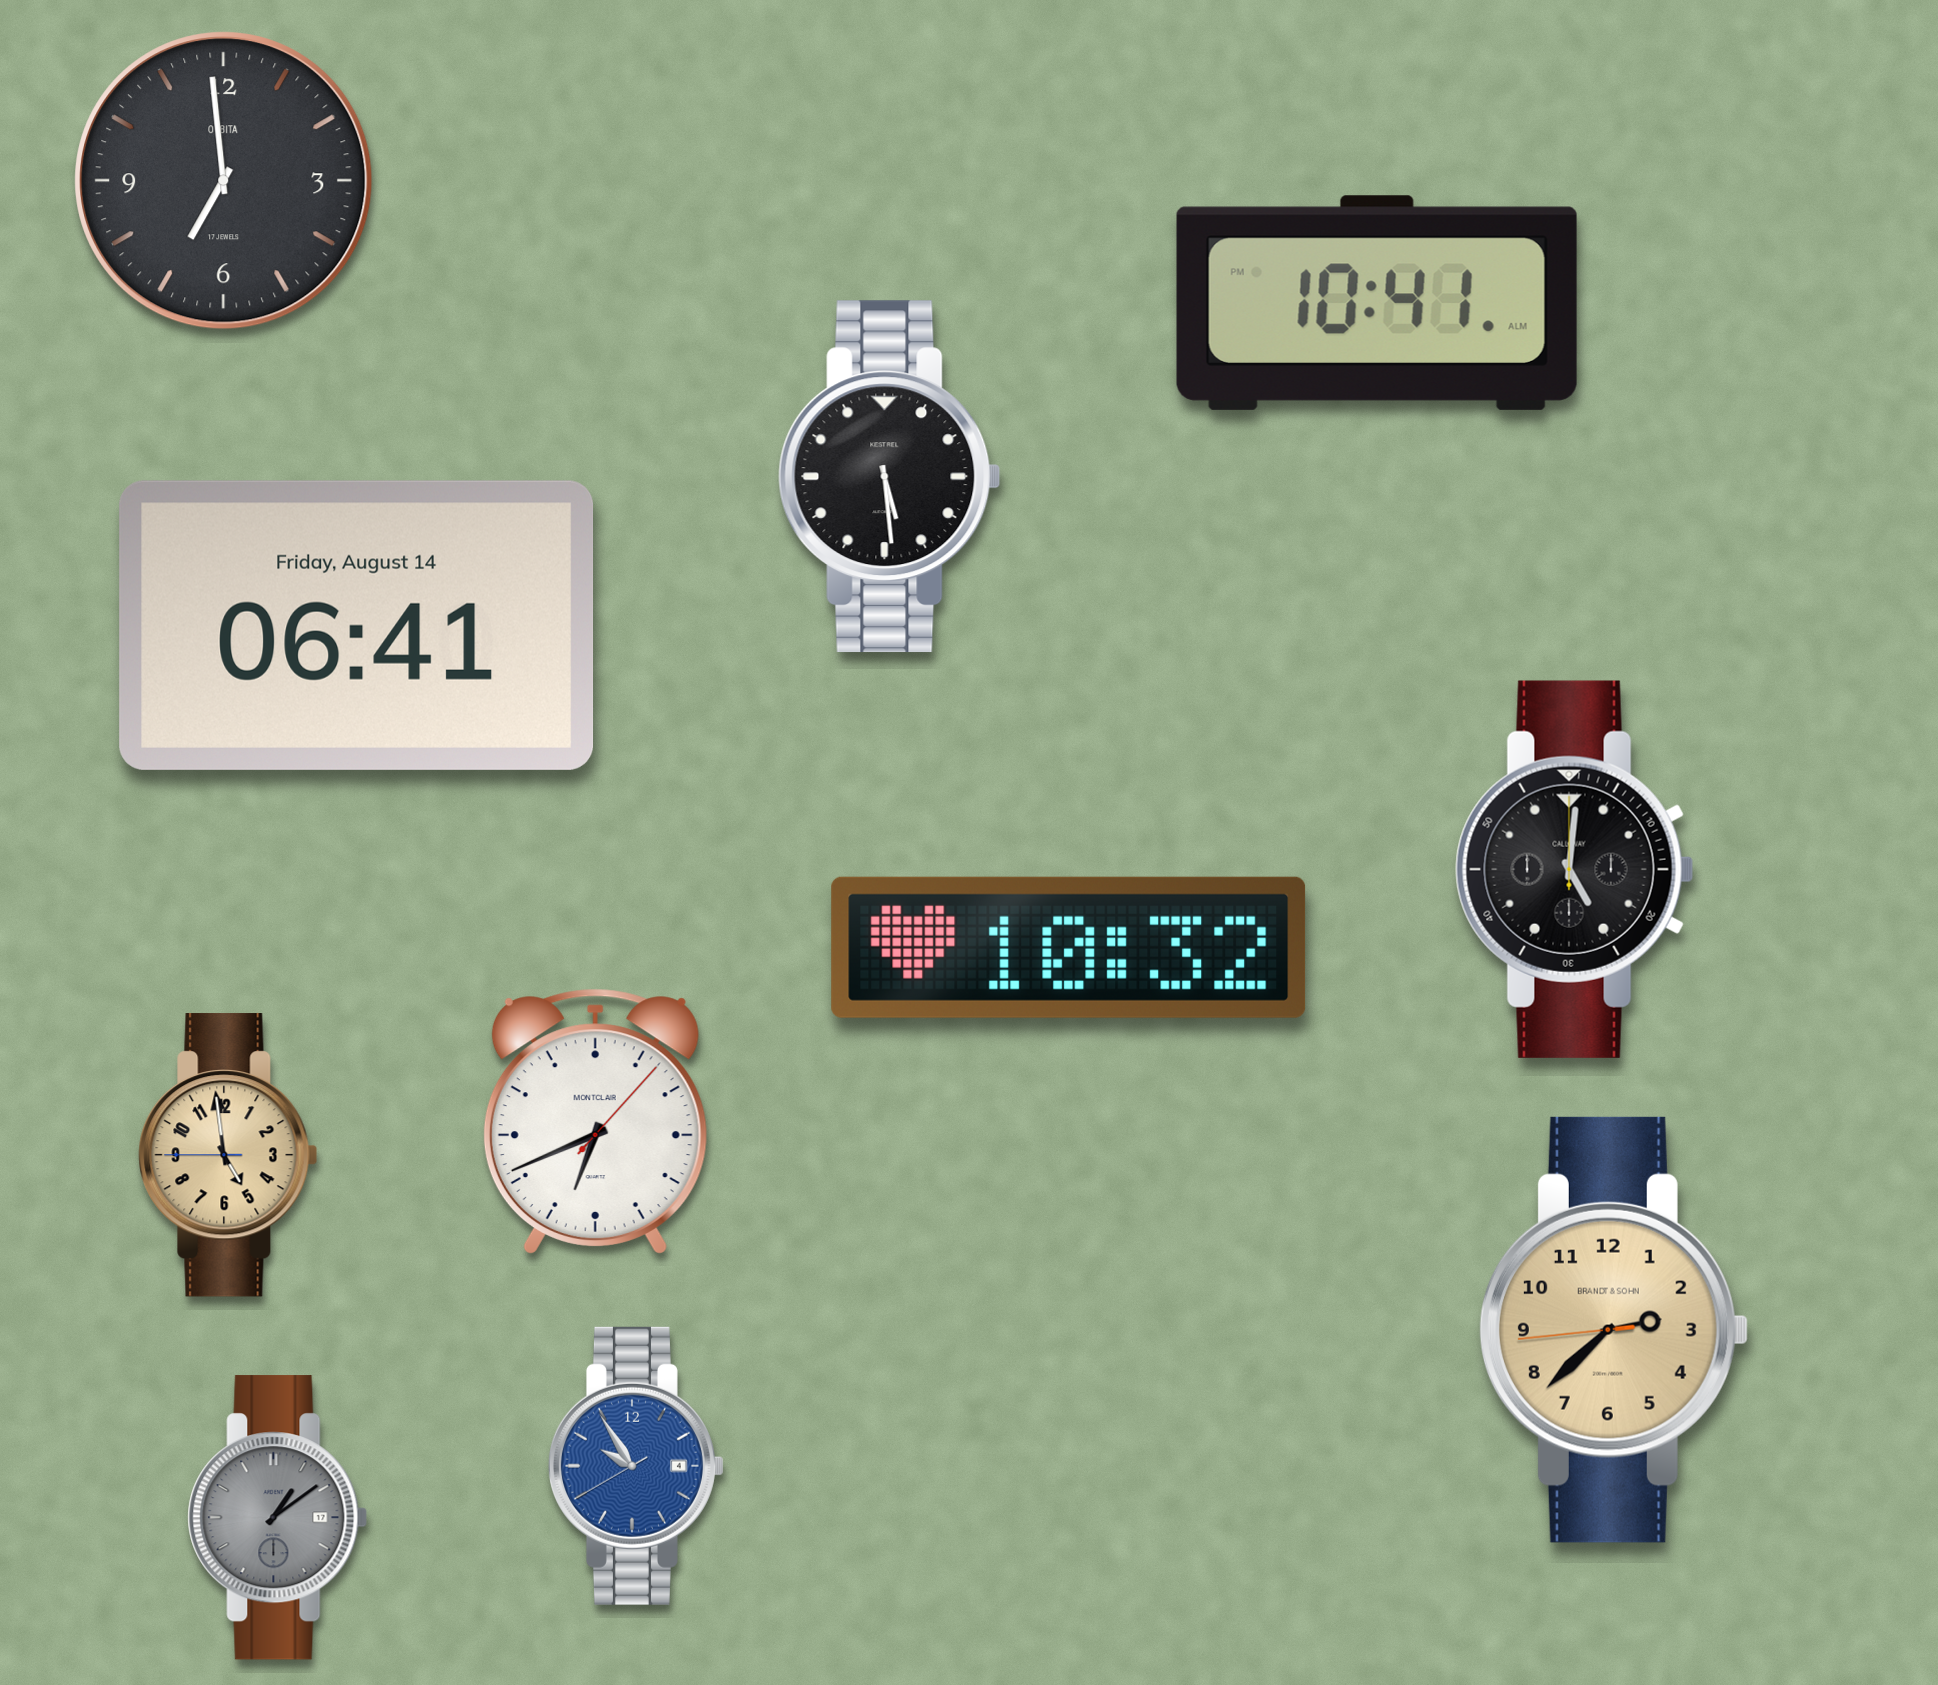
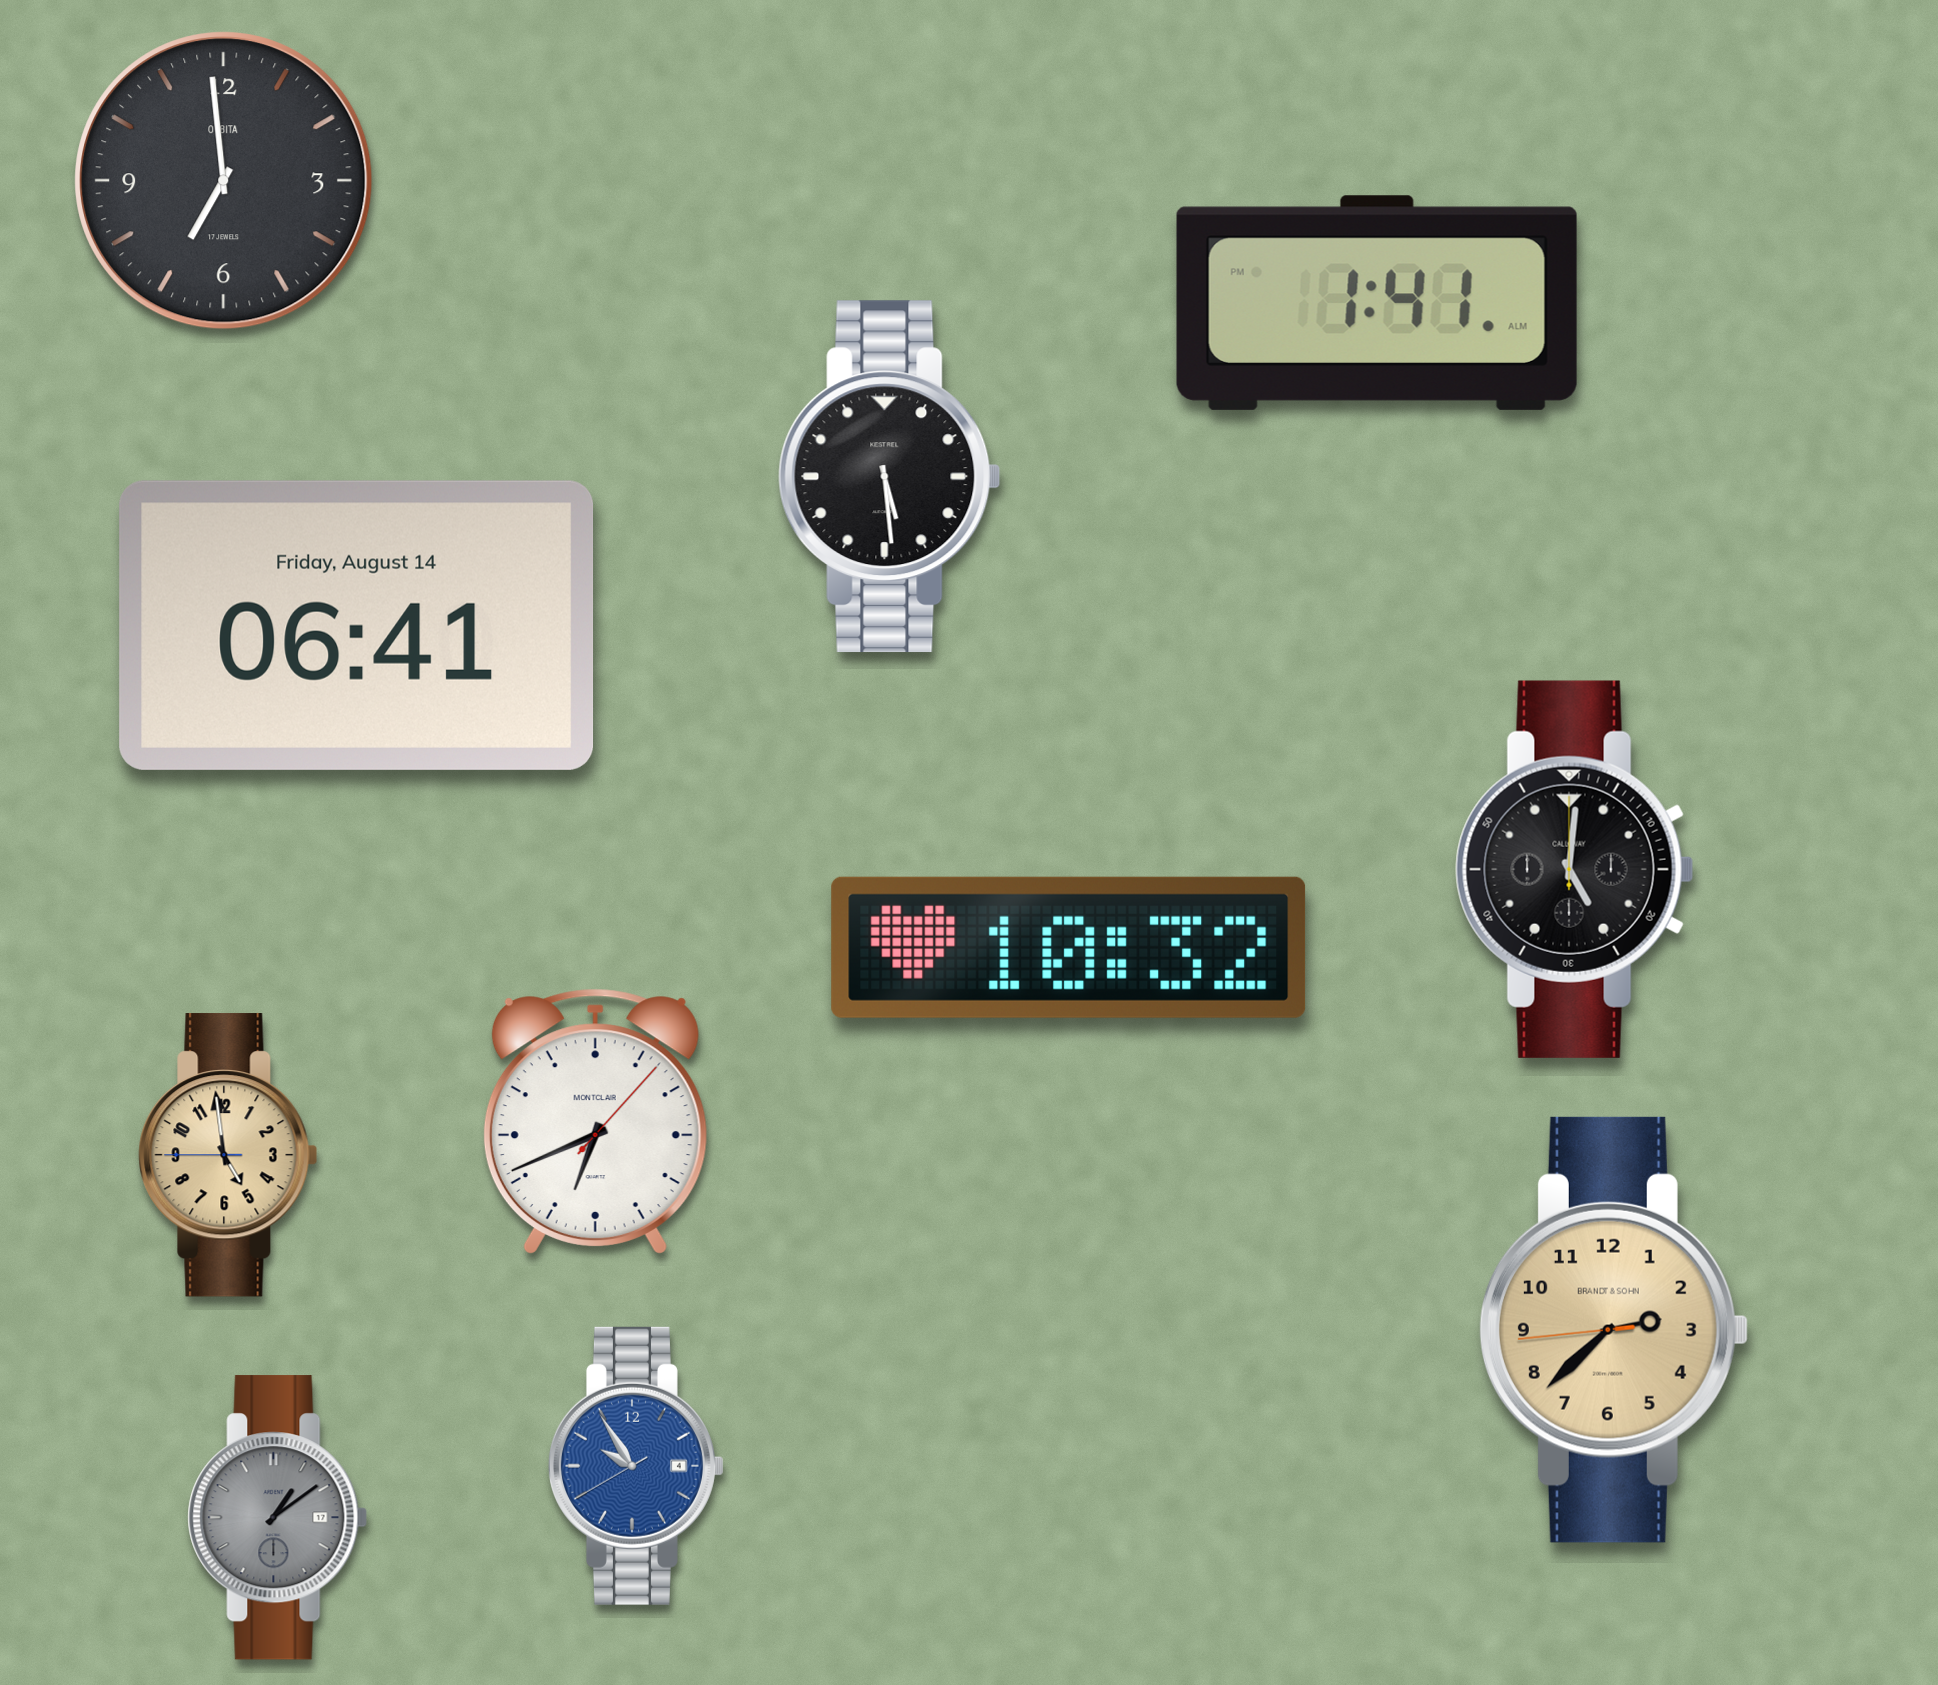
clock at (1377, 303): 10:41 -> 1:41
